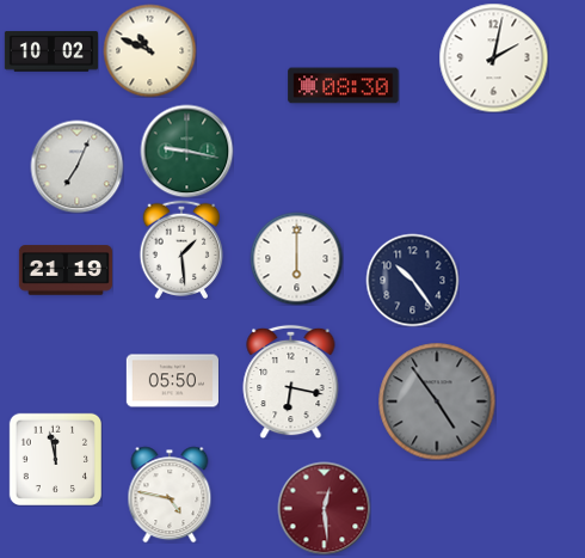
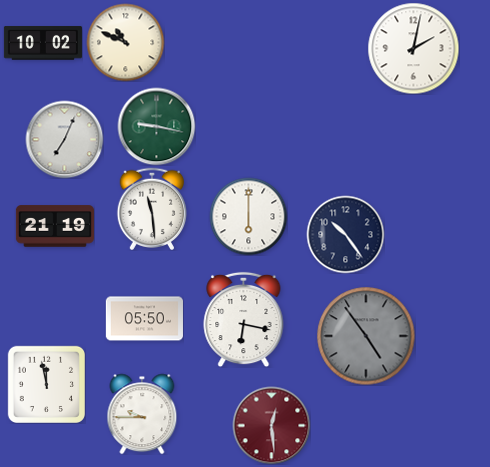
clock at (344, 86): 08:30 -> none
clock at (181, 249): 1:29 -> 11:29
clock at (170, 495): 4:47 -> 9:45
